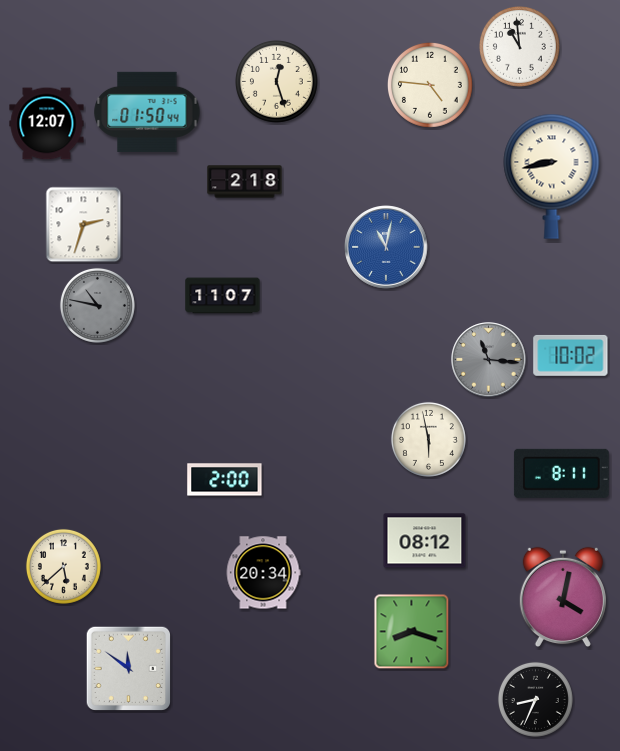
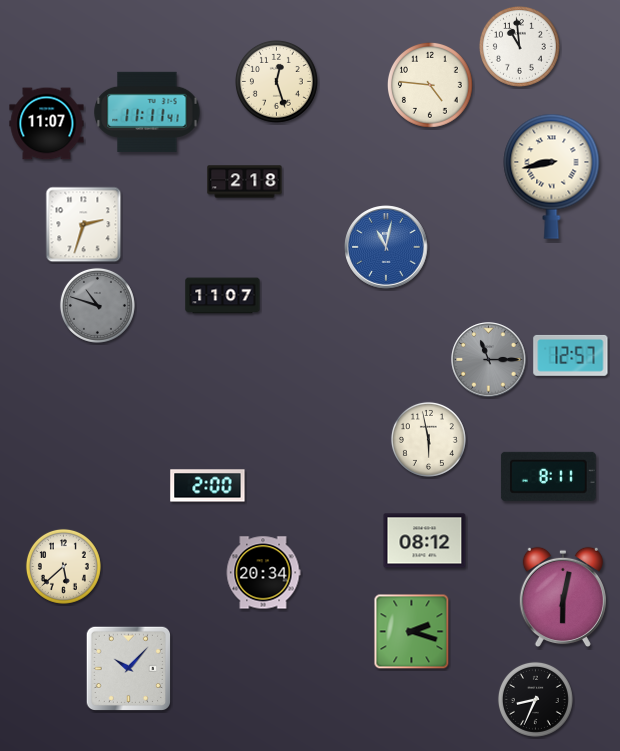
clock at (147, 112): 01:50 -> 11:11
clock at (47, 124): 12:07 -> 11:07
clock at (97, 305): 10:47 -> 10:48
clock at (571, 355): 10:02 -> 12:57
clock at (489, 360): 11:16 -> 11:15
clock at (561, 473) position: (561, 473) -> (548, 476)
clock at (225, 480) position: (225, 480) -> (208, 486)
clock at (563, 597): 4:02 -> 6:02
clock at (412, 632): 8:18 -> 2:18
clock at (128, 668): 11:51 -> 10:07
